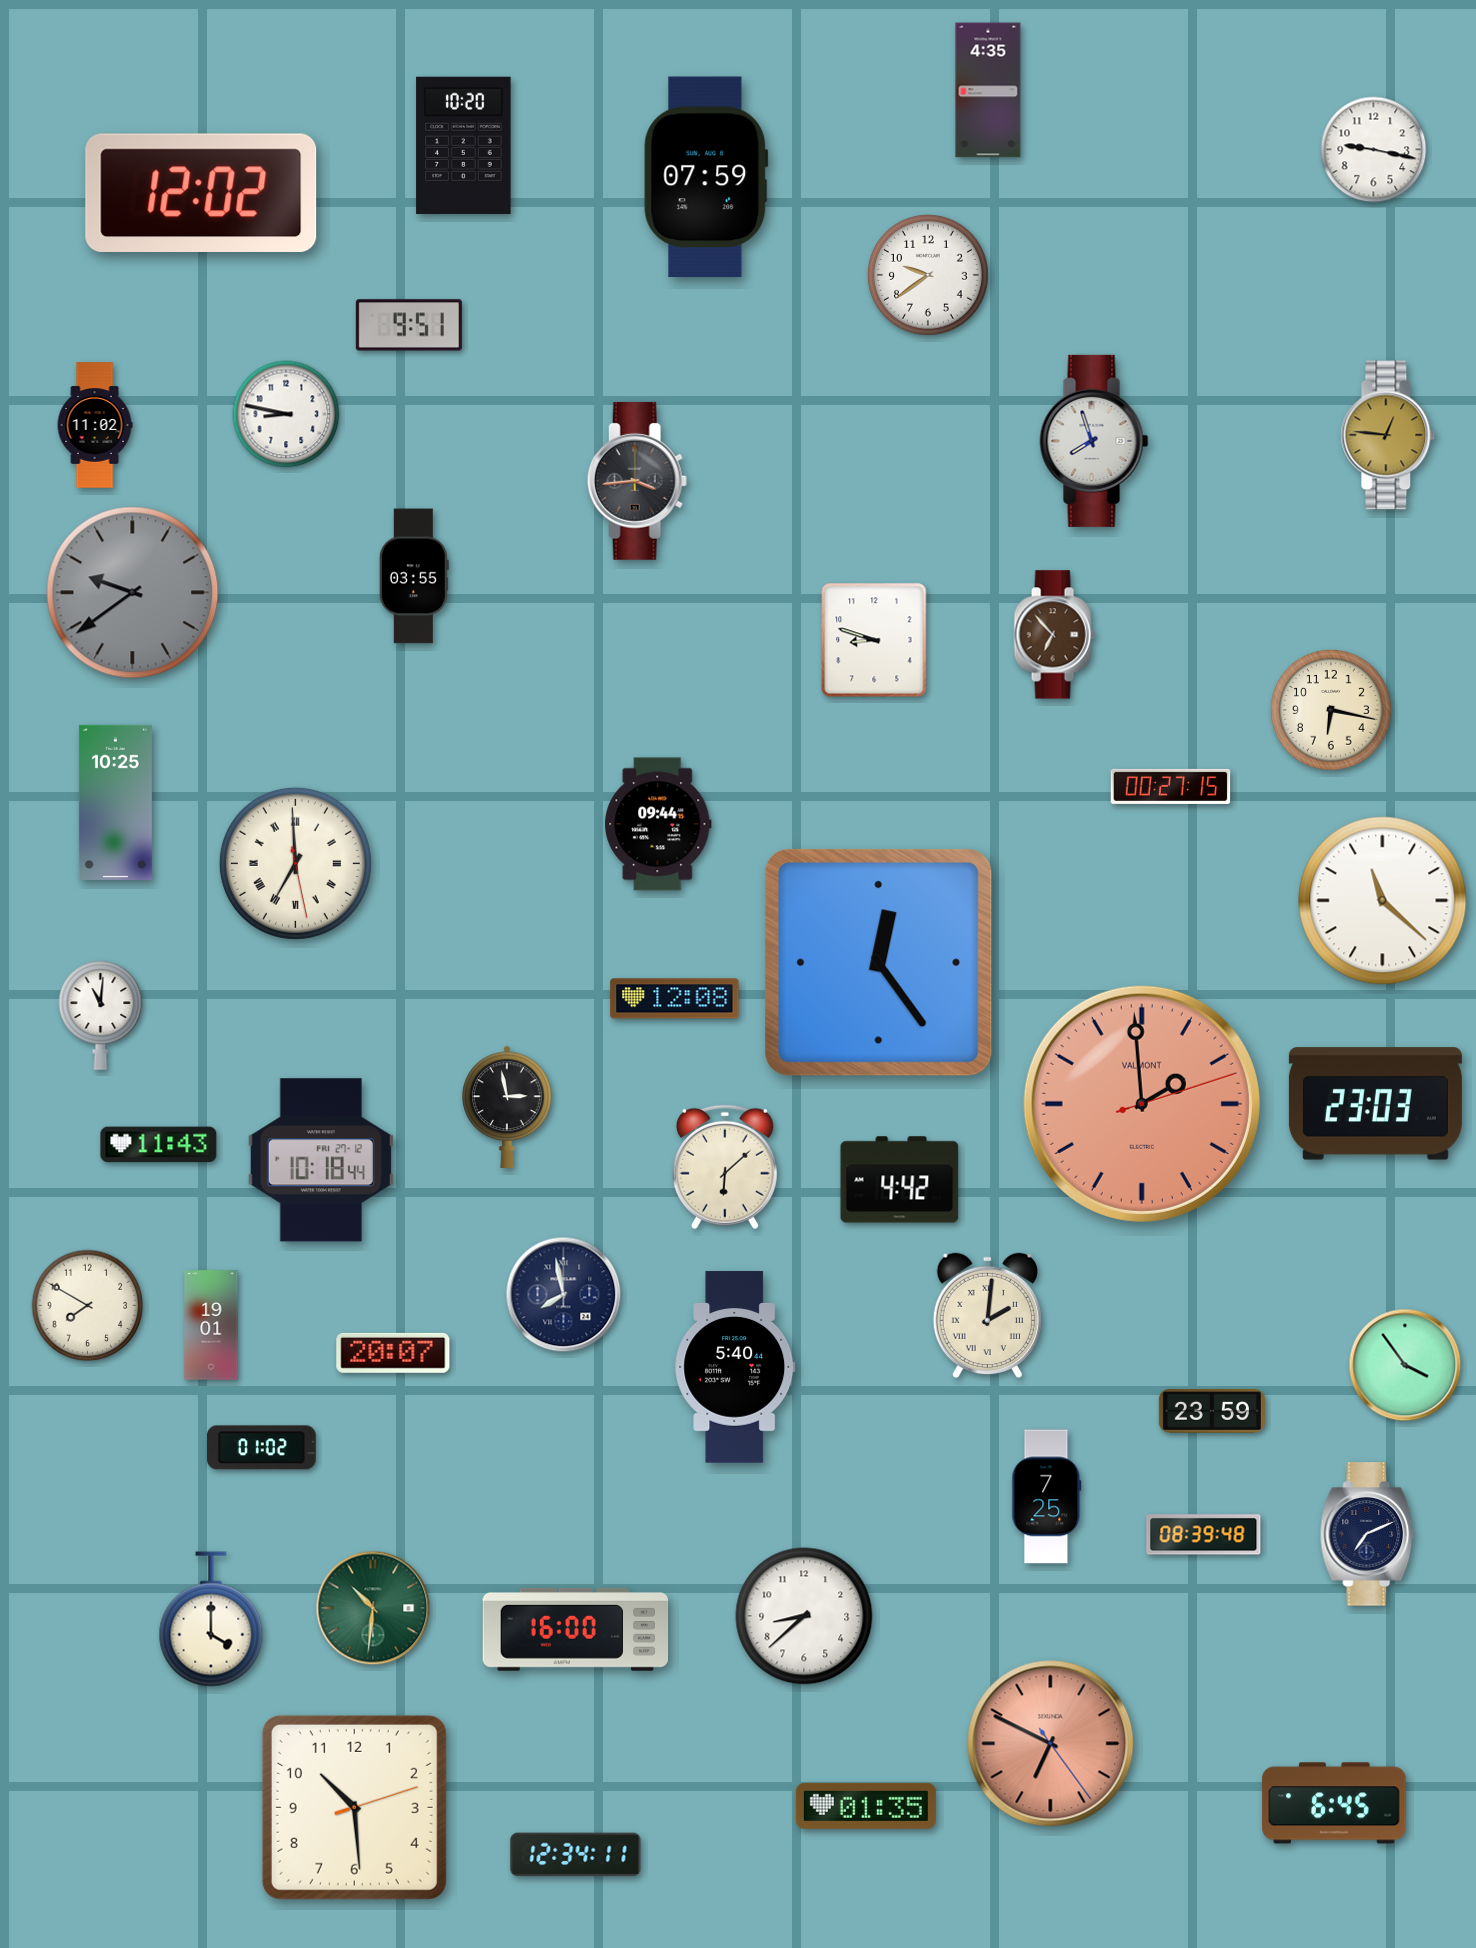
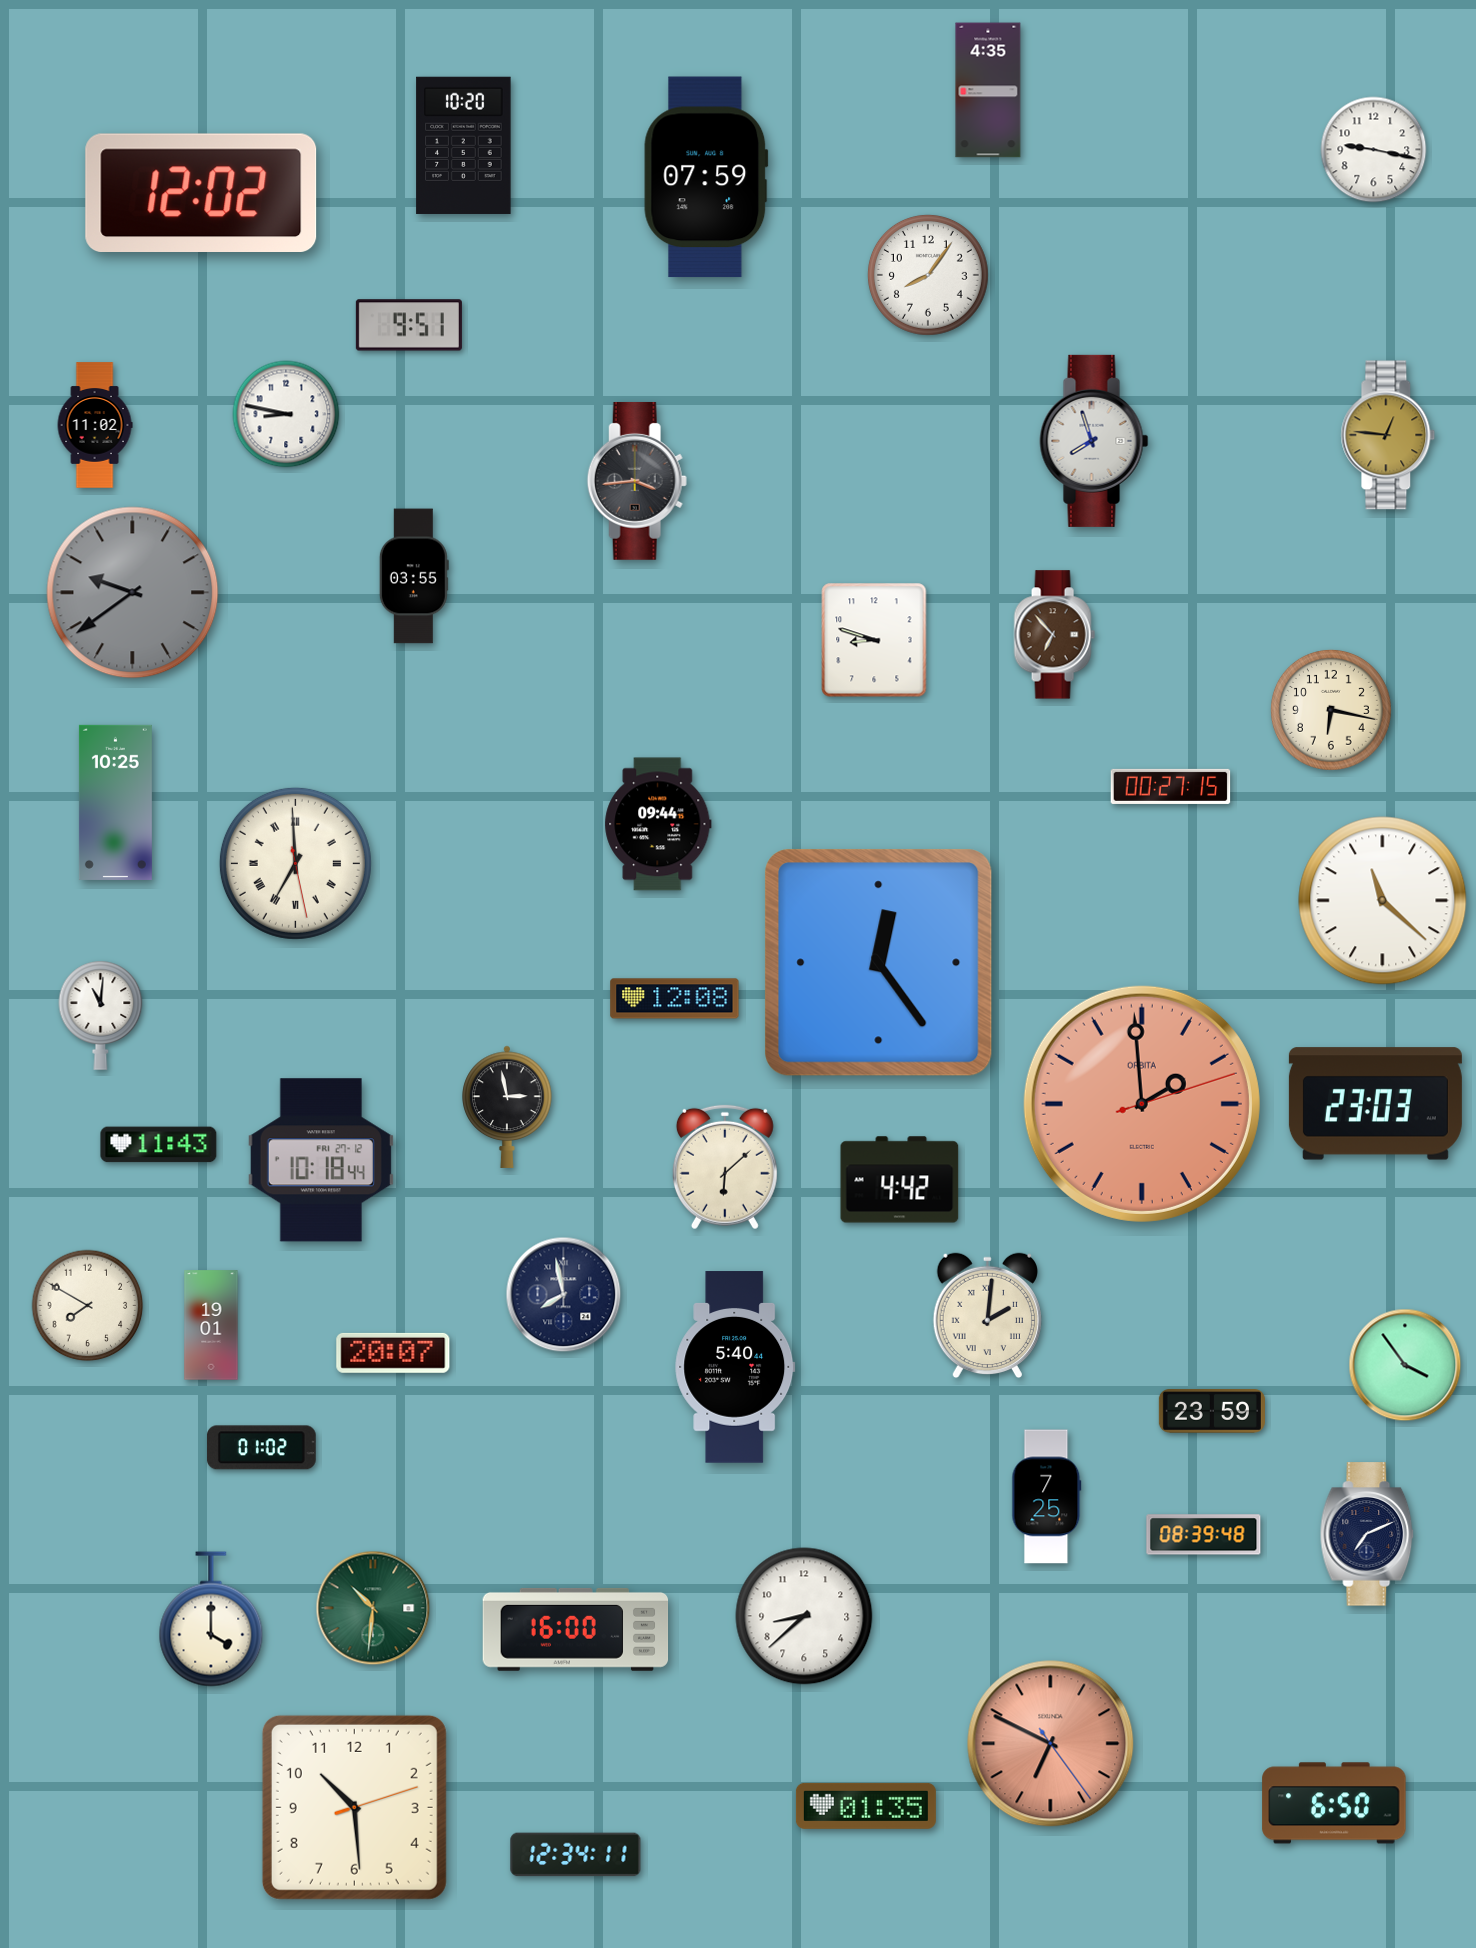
clock at (928, 275): 9:39 -> 8:06
clock at (1142, 1104) brand: VALMONT -> ORBITA
clock at (1334, 1803): 6:45 -> 6:50
